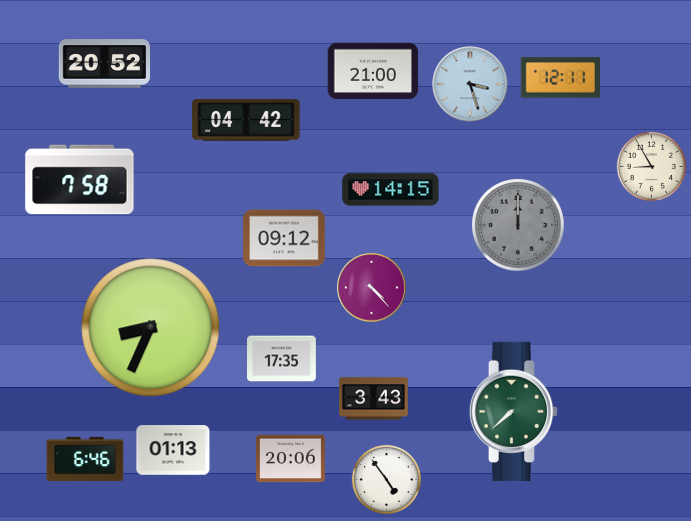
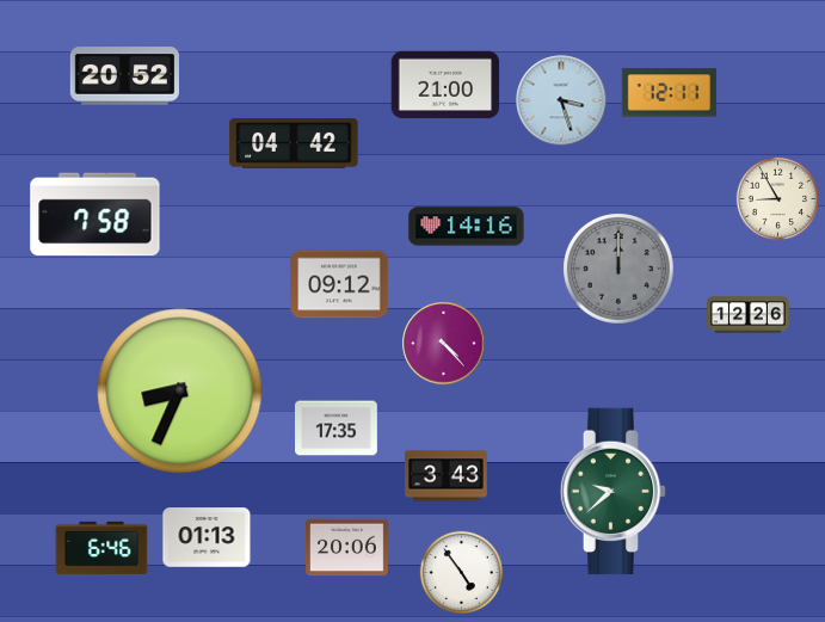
clock at (391, 190): 14:15 -> 14:16
clock at (749, 315): none -> 12:26
clock at (514, 412): 7:38 -> 9:38
